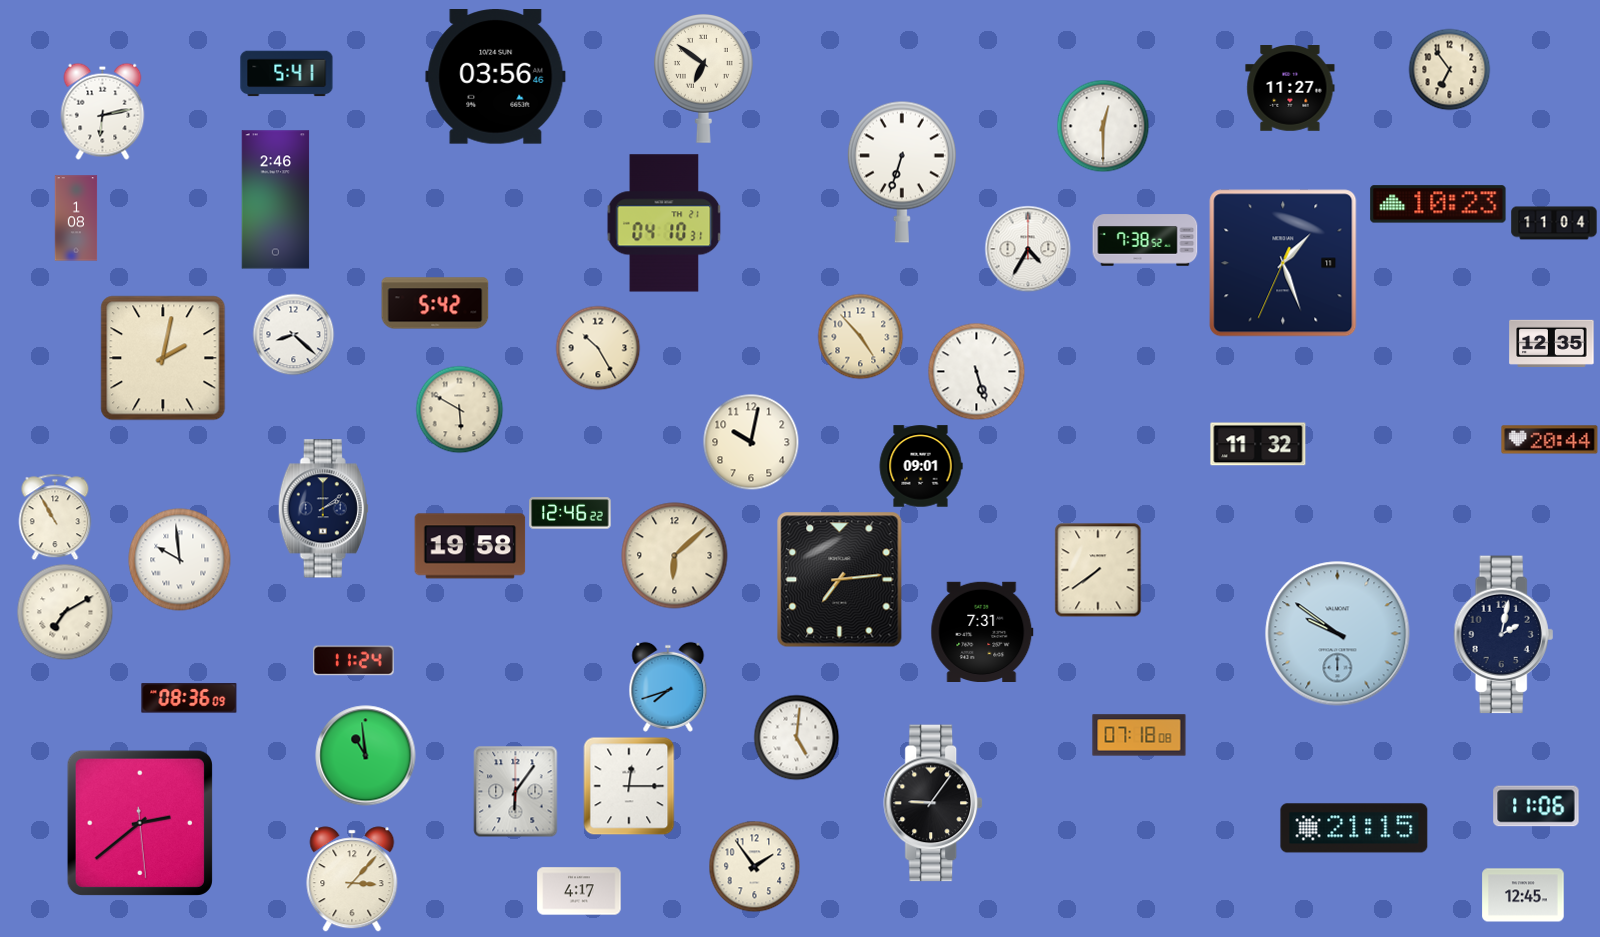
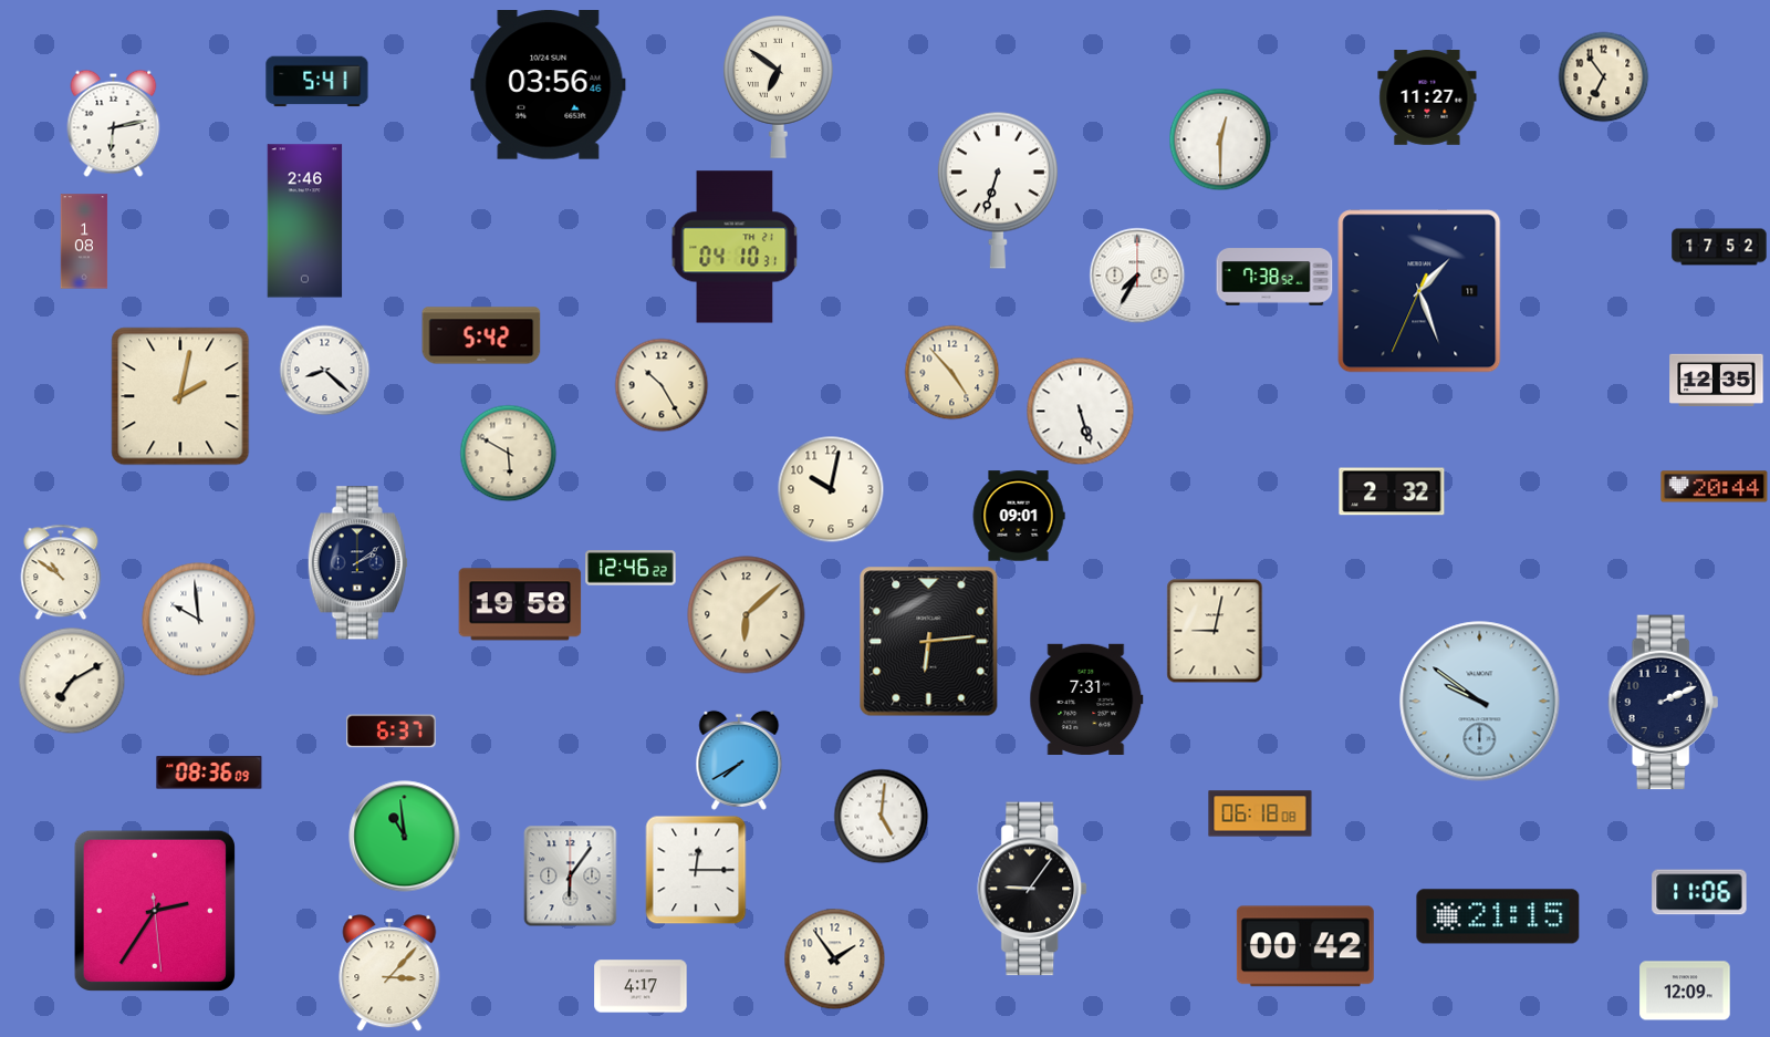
clock at (1438, 204): 10:23 -> none
clock at (1554, 223): 11:04 -> 17:52
clock at (1145, 240) position: (1145, 240) -> (1274, 277)
clock at (1028, 249): 4:35 -> 7:35
clock at (1258, 444): 11:32 -> 2:32
clock at (55, 517): 10:55 -> 10:51
clock at (1098, 570): 7:39 -> 9:02
clock at (840, 580): 7:14 -> 6:14
clock at (65, 612) position: (65, 612) -> (72, 681)
clock at (1504, 635): 2:02 -> 2:11
clock at (354, 661): 11:24 -> 6:37
clock at (668, 687): 7:42 -> 7:40
clock at (1139, 735): 07:18 -> 06:18
clock at (140, 823): 2:38 -> 2:35
clock at (1305, 946): none -> 00:42
clock at (1523, 895): 12:45 -> 12:09
